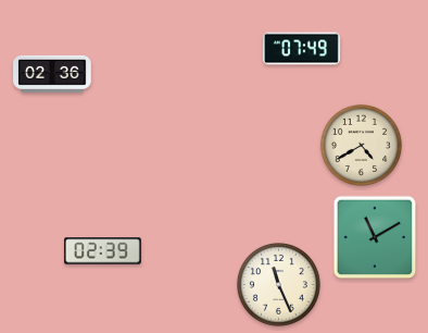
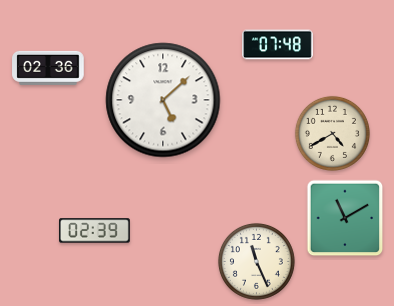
clock at (302, 49): 07:49 -> 07:48
clock at (163, 100): none -> 5:08
